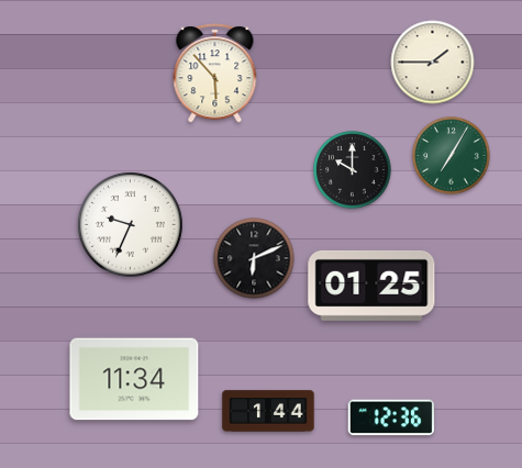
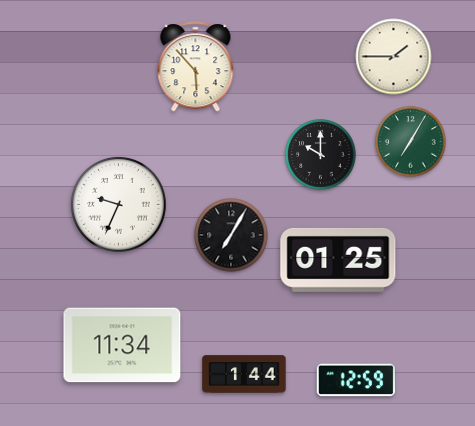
clock at (254, 258): 6:11 -> 7:05
clock at (390, 417): 12:36 -> 12:59
